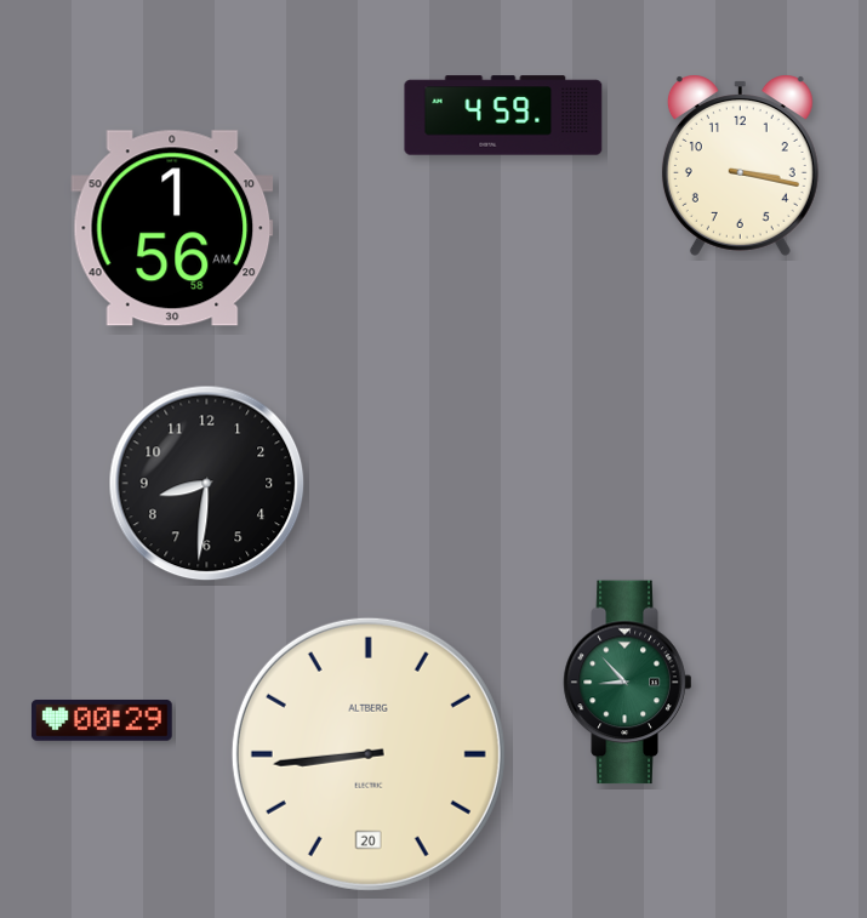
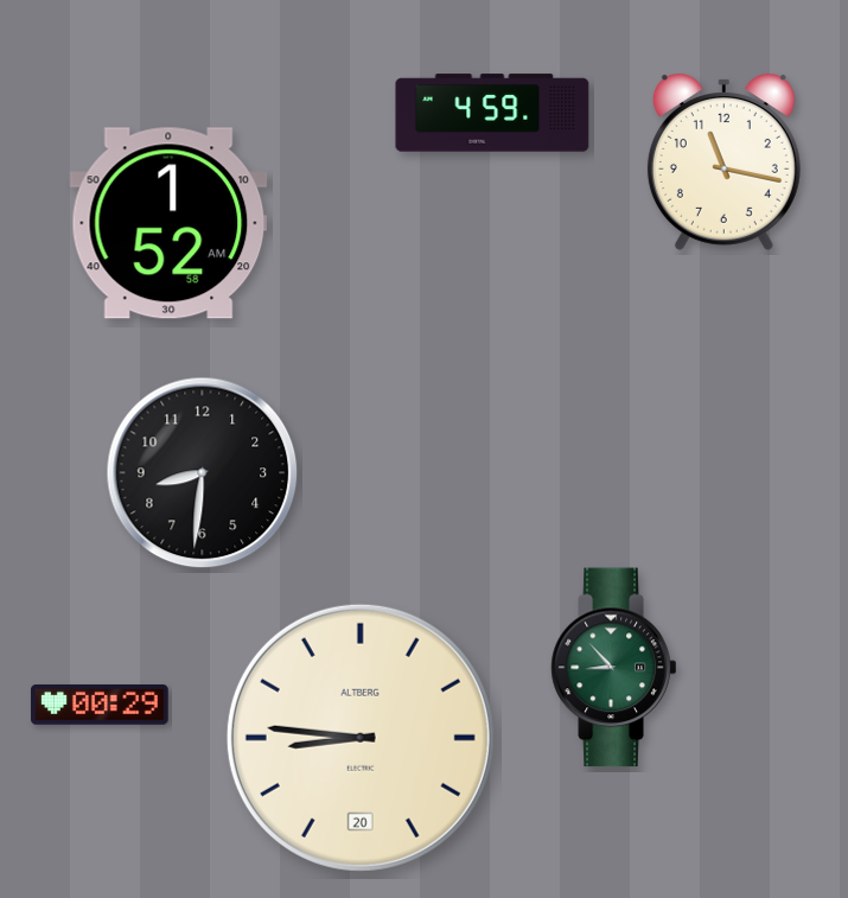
clock at (740, 165): 3:17 -> 11:17
clock at (172, 228): 1:56 -> 1:52
clock at (369, 754): 8:44 -> 8:46
